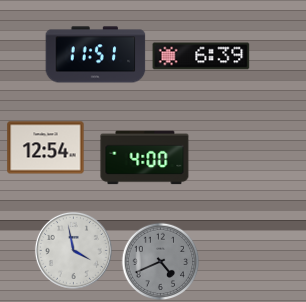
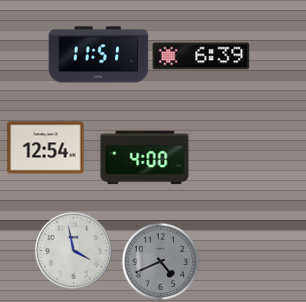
clock at (96, 55) position: (96, 55) -> (99, 55)
